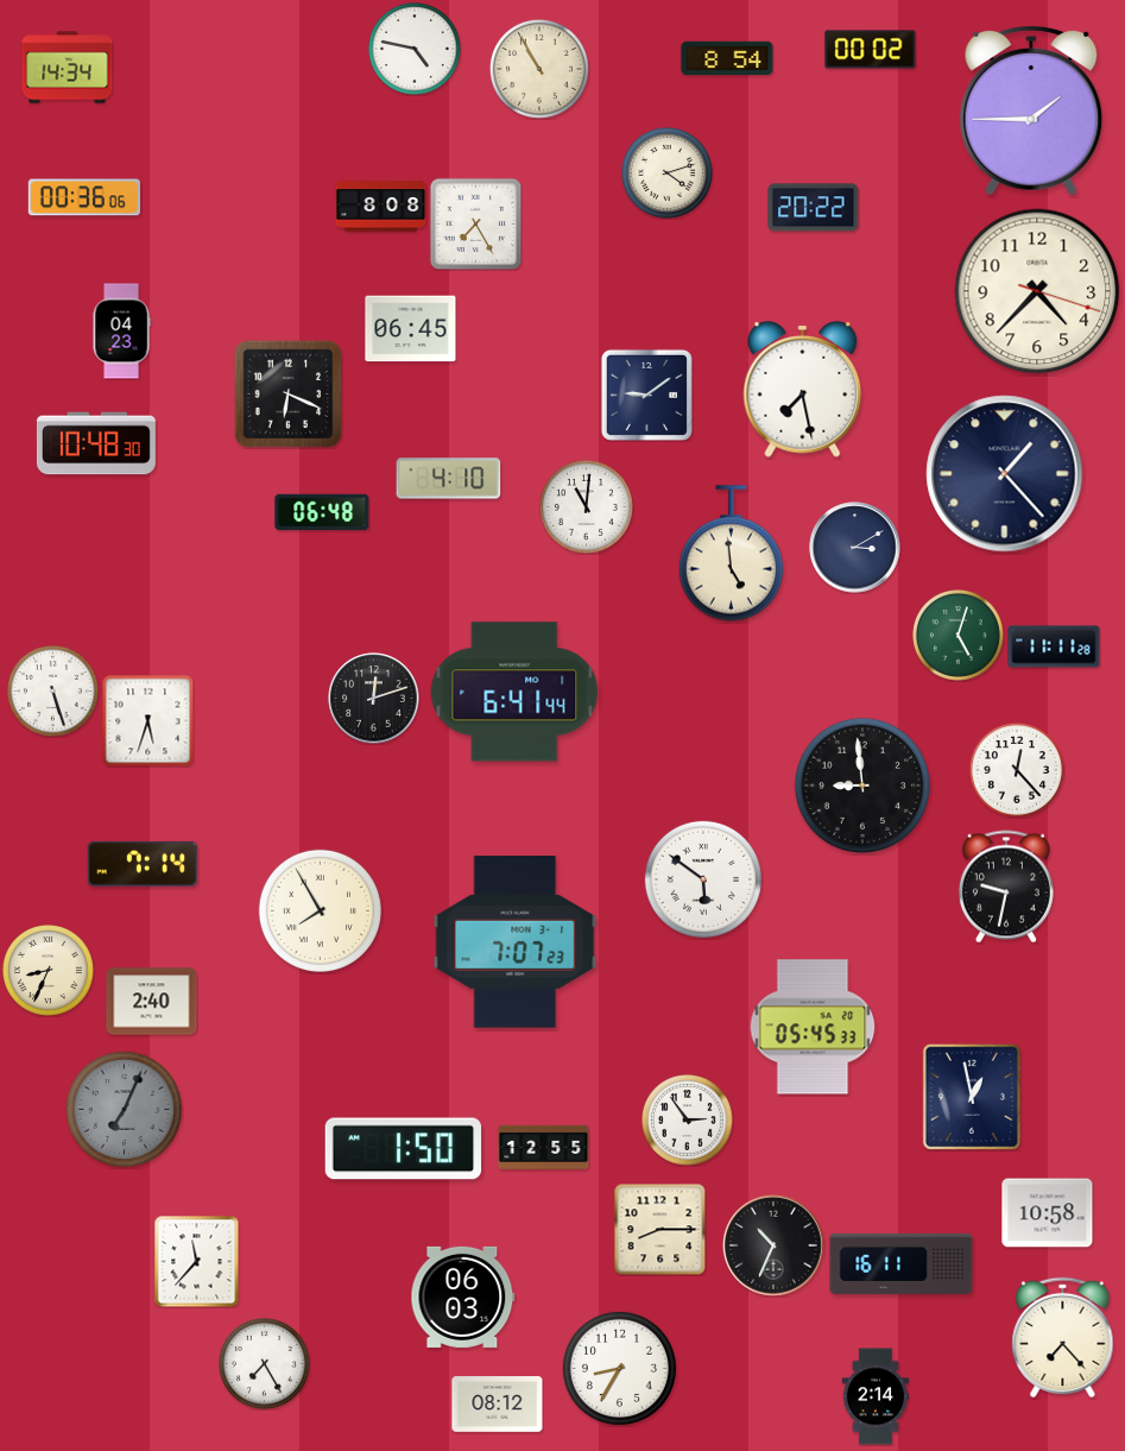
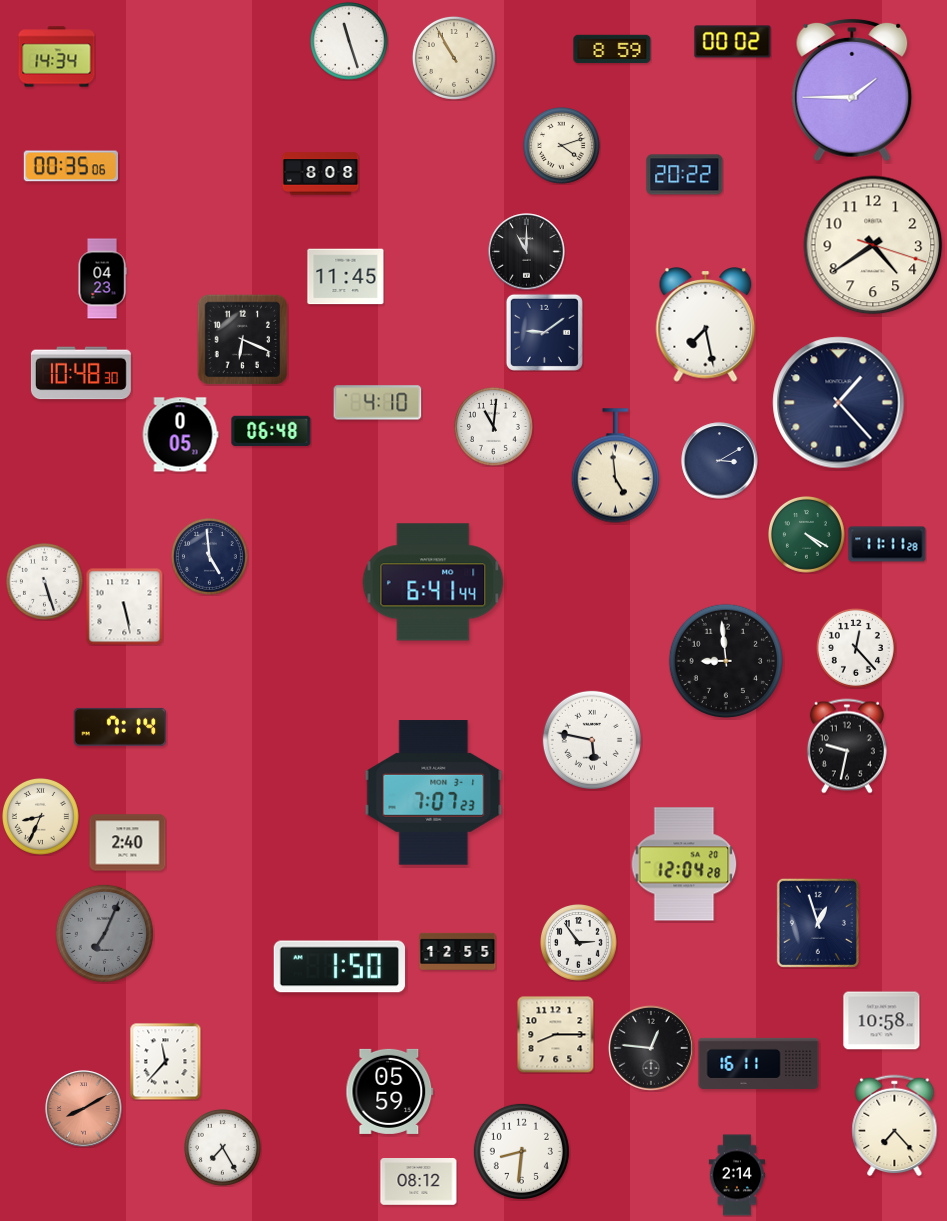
clock at (415, 49): 4:47 -> 11:27
clock at (727, 58): 8:54 -> 8:59
clock at (1031, 111) position: (1031, 111) -> (852, 90)
clock at (84, 197): 00:36 -> 00:35
clock at (475, 223): 7:25 -> none
clock at (1037, 291): 4:37 -> 4:39
clock at (527, 252): none -> 11:00
clock at (411, 329): 06:45 -> 11:45
clock at (803, 390) position: (803, 390) -> (706, 325)
clock at (287, 393) position: (287, 393) -> (242, 339)
clock at (1005, 474) position: (1005, 474) -> (839, 403)
clock at (180, 435): none -> 0:05
clock at (959, 636): 5:03 -> 4:20
clock at (210, 557): none -> 4:59
clock at (374, 699): 12:12 -> none
clock at (147, 720): 5:33 -> 5:28
clock at (703, 879): 5:51 -> 5:47
clock at (320, 910): 7:55 -> none
clock at (813, 1027): 05:45 -> 12:04
clock at (972, 1097): 12:58 -> 12:57
clock at (544, 1147) position: (544, 1147) -> (458, 951)
clock at (773, 1245): 10:34 -> 12:46
clock at (463, 1297): 06:03 -> 05:59
clock at (84, 1109): none -> 8:10
clock at (619, 1368): 8:35 -> 8:31
